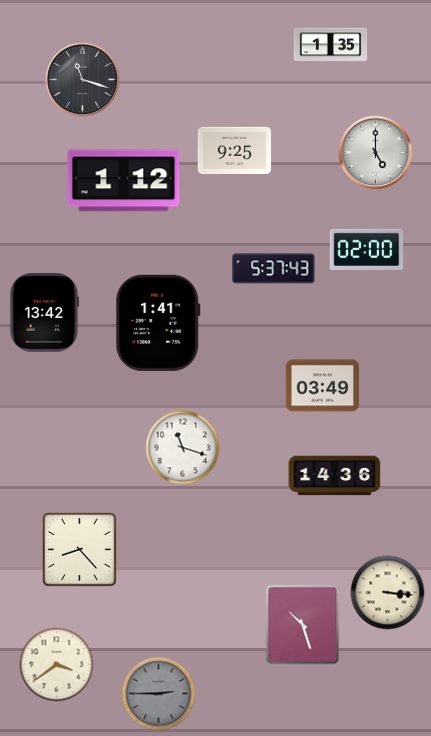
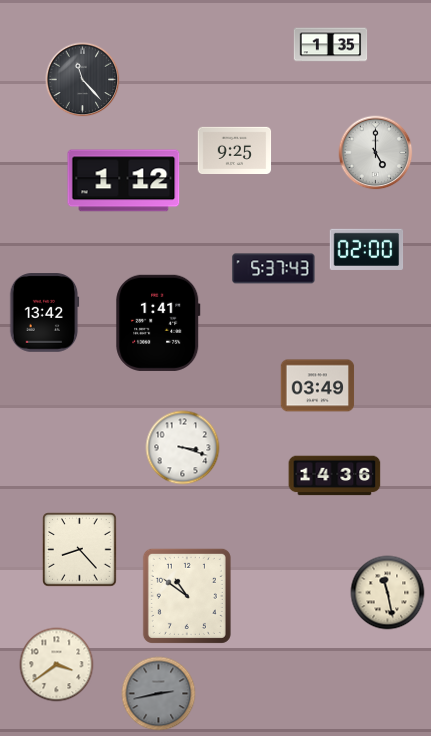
clock at (83, 80): 11:18 -> 11:23
clock at (323, 386) position: (323, 386) -> (318, 386)
clock at (183, 448): 11:18 -> 3:18
clock at (388, 593): 3:16 -> 11:28
clock at (187, 596): none -> 10:51
clock at (303, 625): 10:27 -> none
clock at (159, 694): 2:45 -> 2:43
